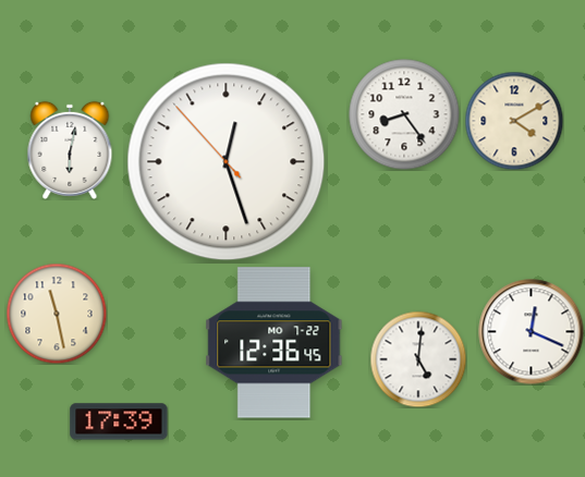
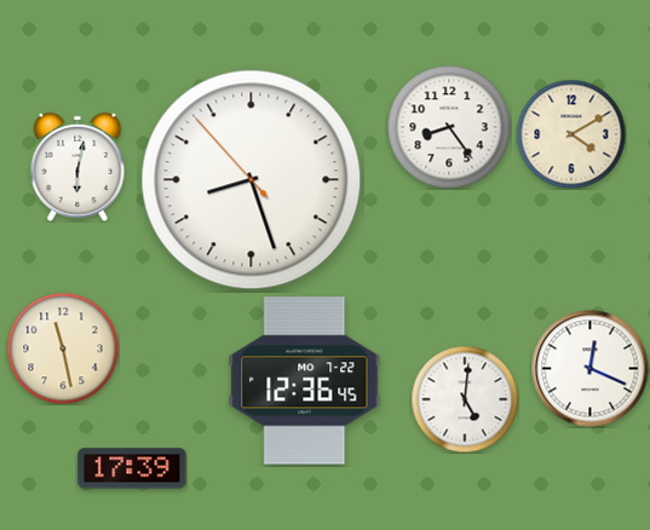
clock at (227, 162): 12:26 -> 8:26
